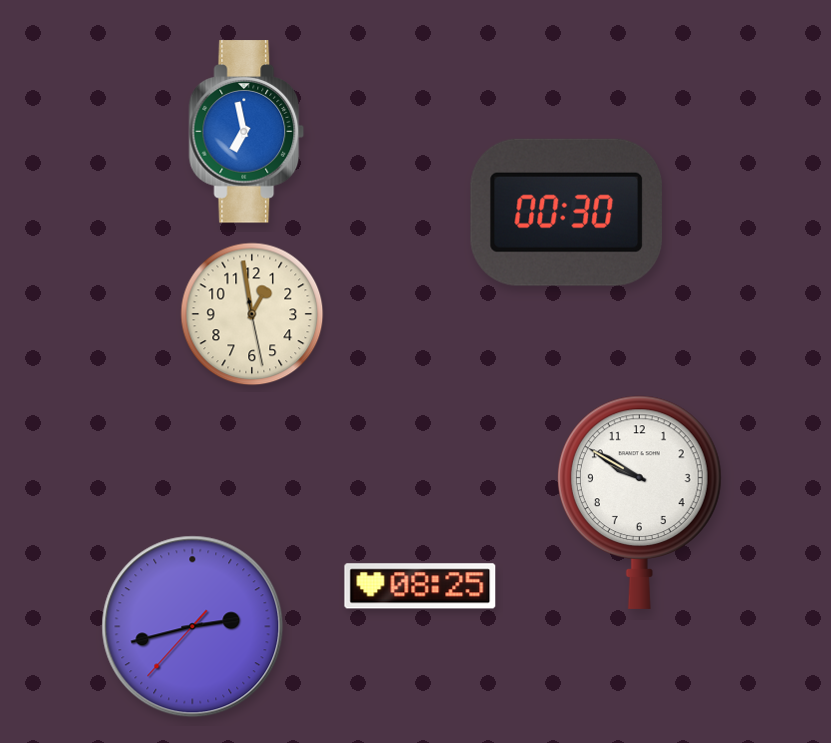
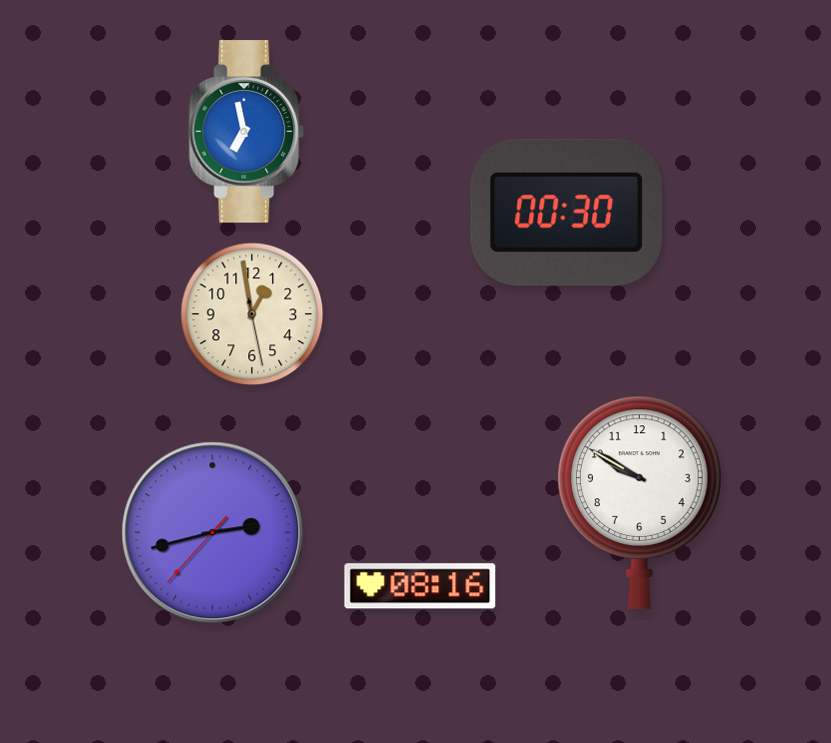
clock at (420, 586): 08:25 -> 08:16
clock at (193, 627) position: (193, 627) -> (213, 533)
